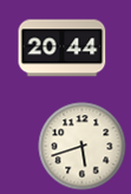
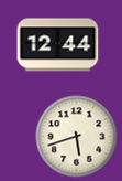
clock at (63, 48): 20:44 -> 12:44
